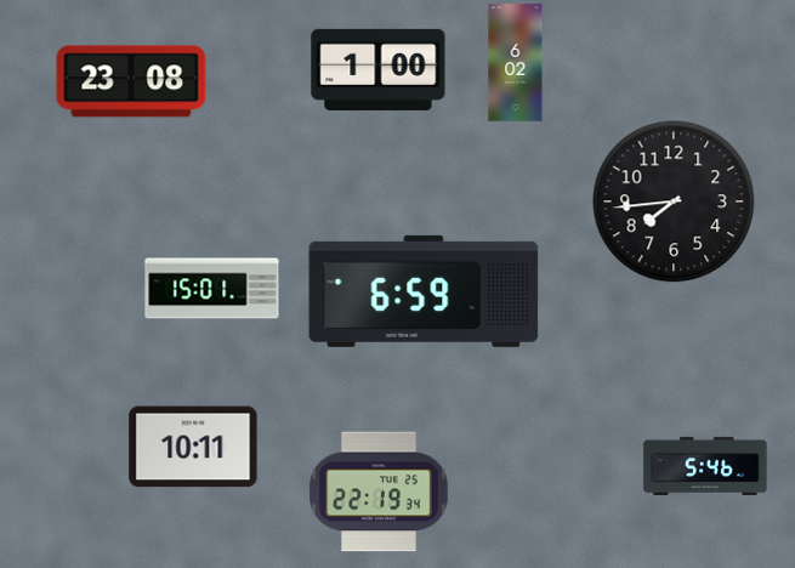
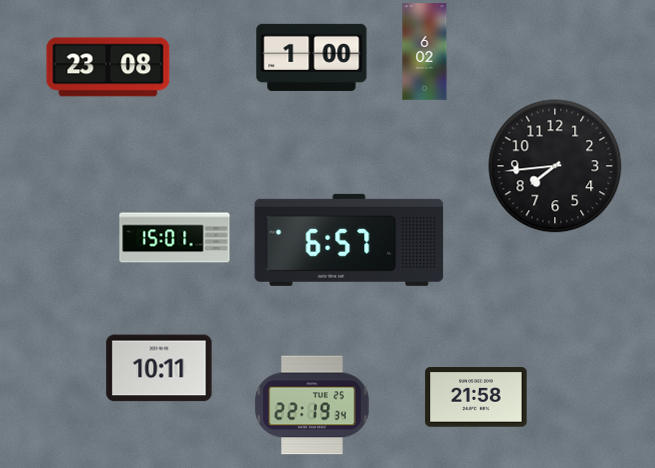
clock at (424, 291): 6:59 -> 6:57
clock at (705, 466): 5:46 -> none
clock at (476, 397): none -> 21:58
